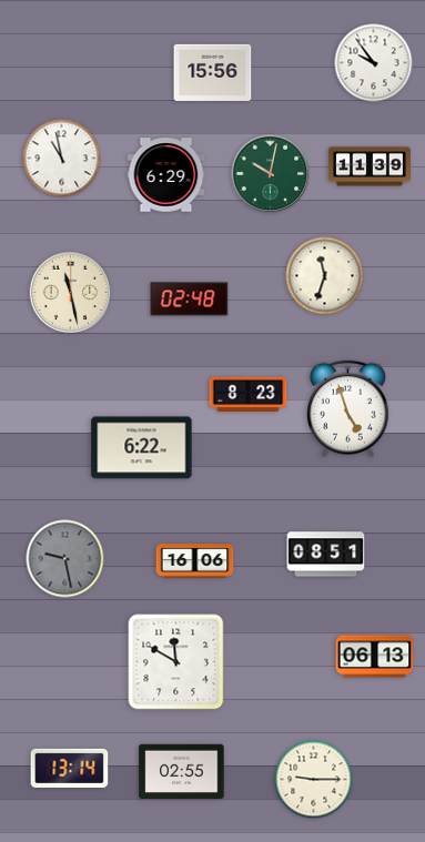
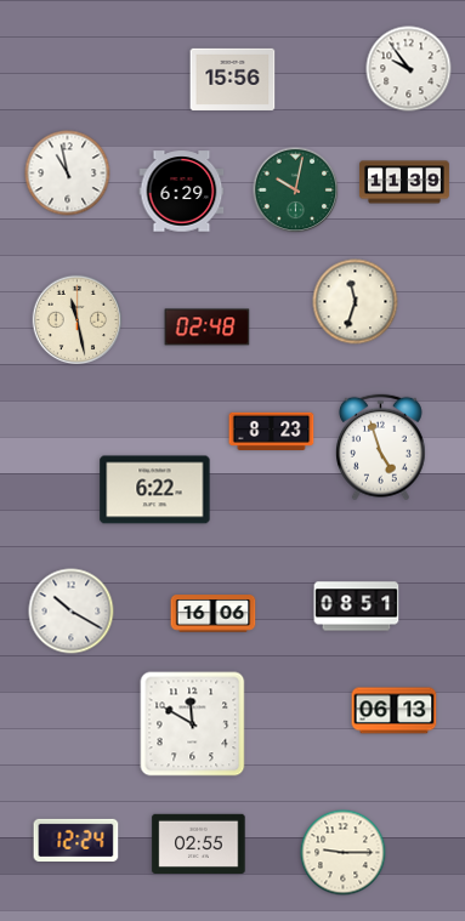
clock at (65, 559): 9:28 -> 10:20
clock at (65, 559) dial: grey -> white
clock at (375, 657) position: (375, 657) -> (395, 711)
clock at (70, 768): 13:14 -> 12:24
